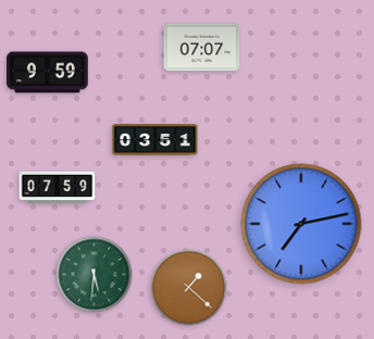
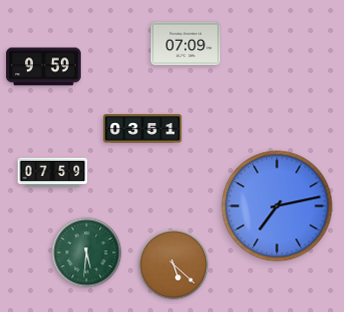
clock at (202, 48): 07:07 -> 07:09
clock at (189, 288): 1:22 -> 5:22
